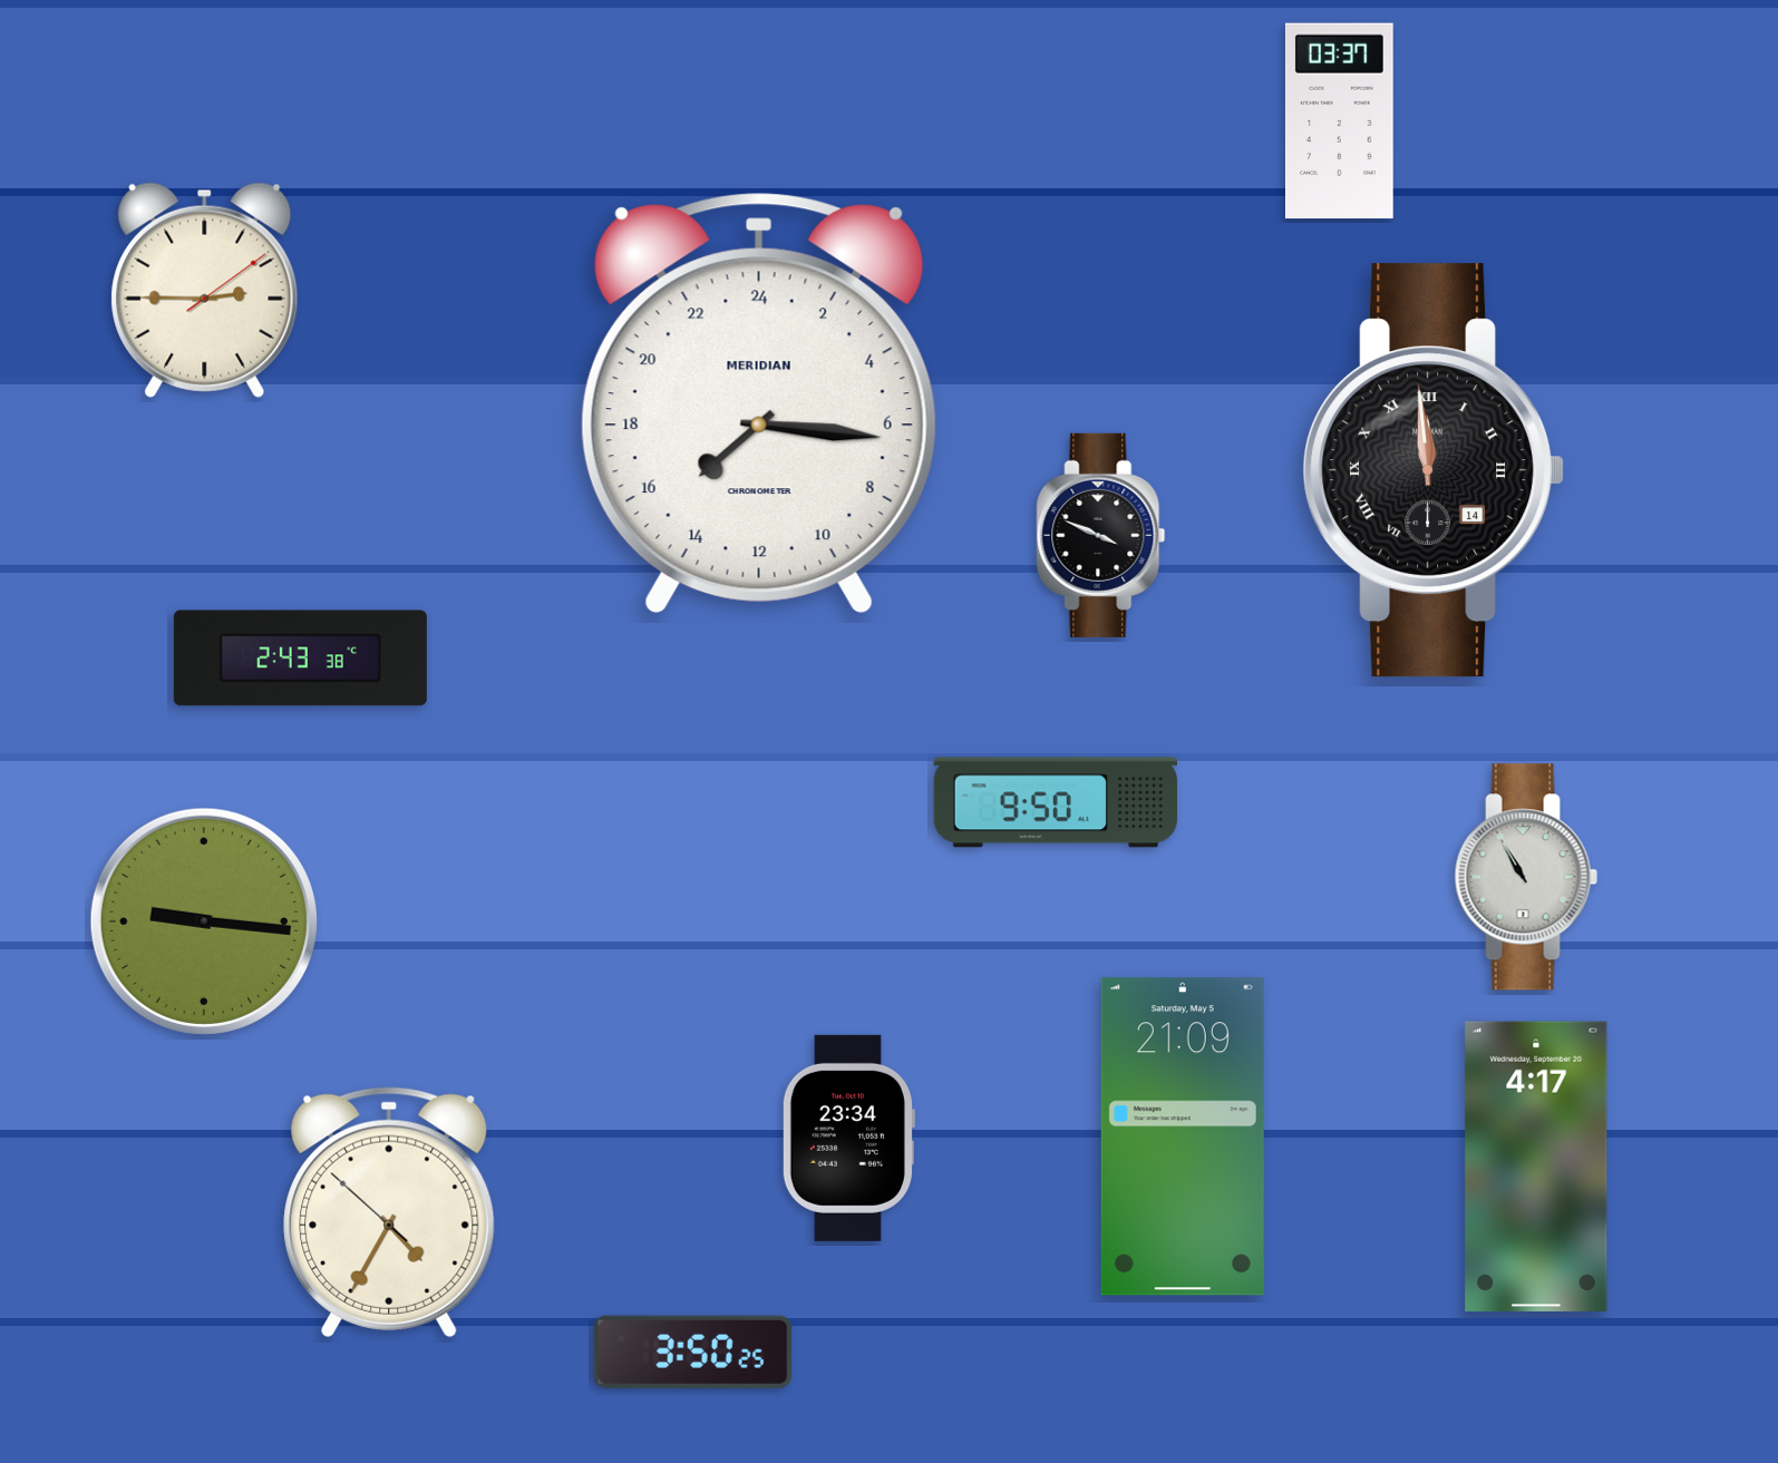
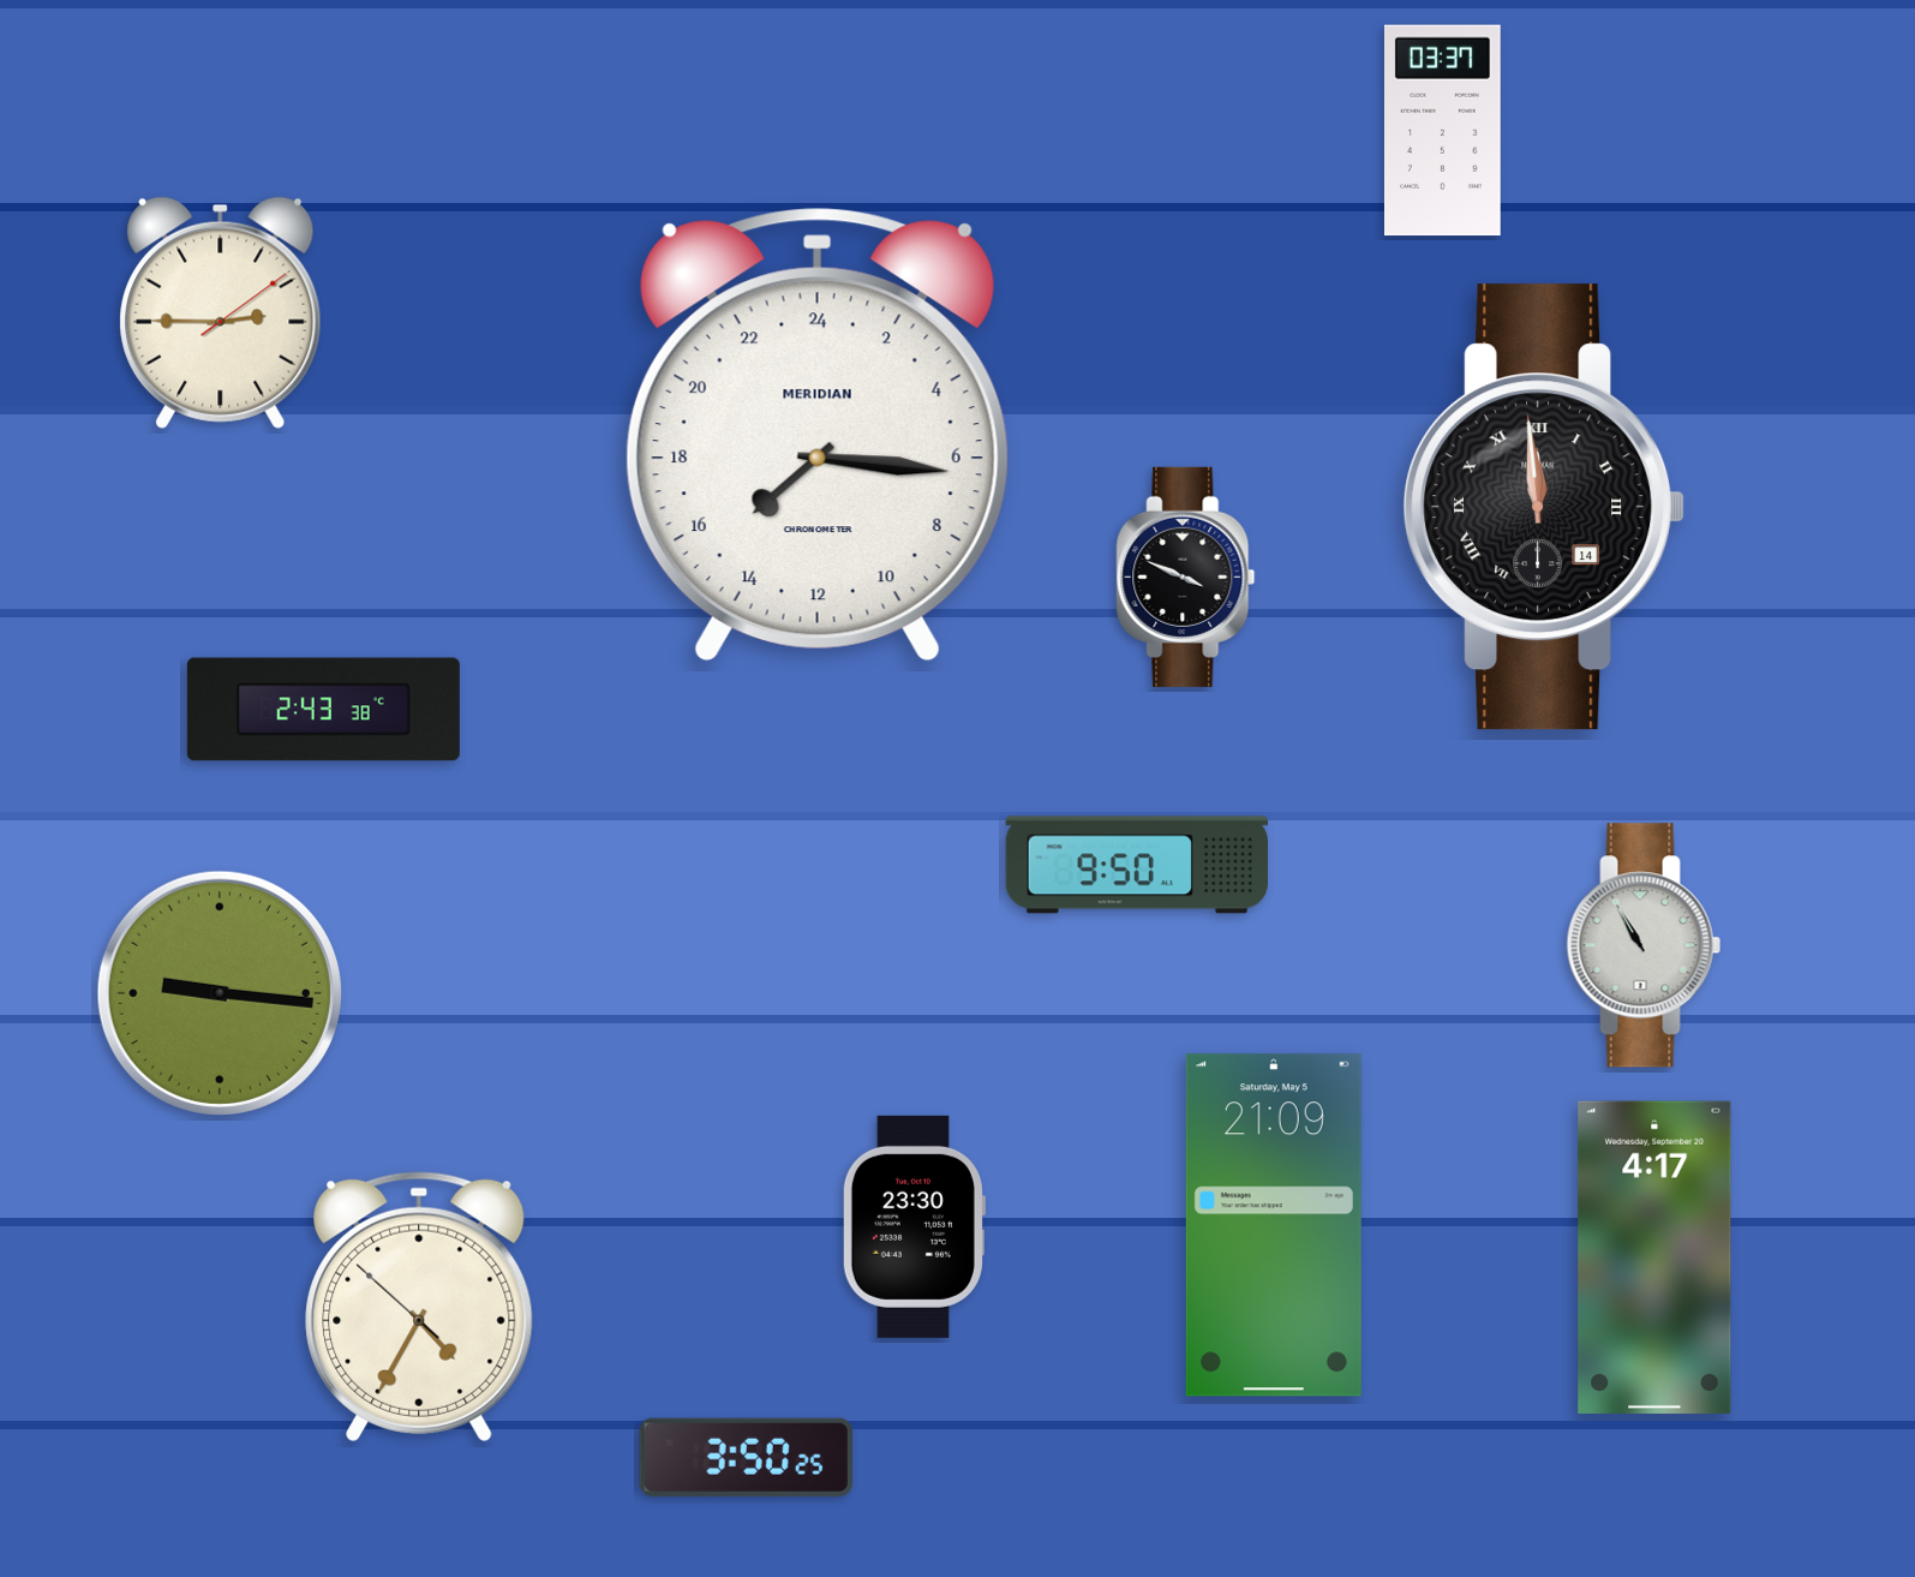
clock at (848, 1138): 23:34 -> 23:30
